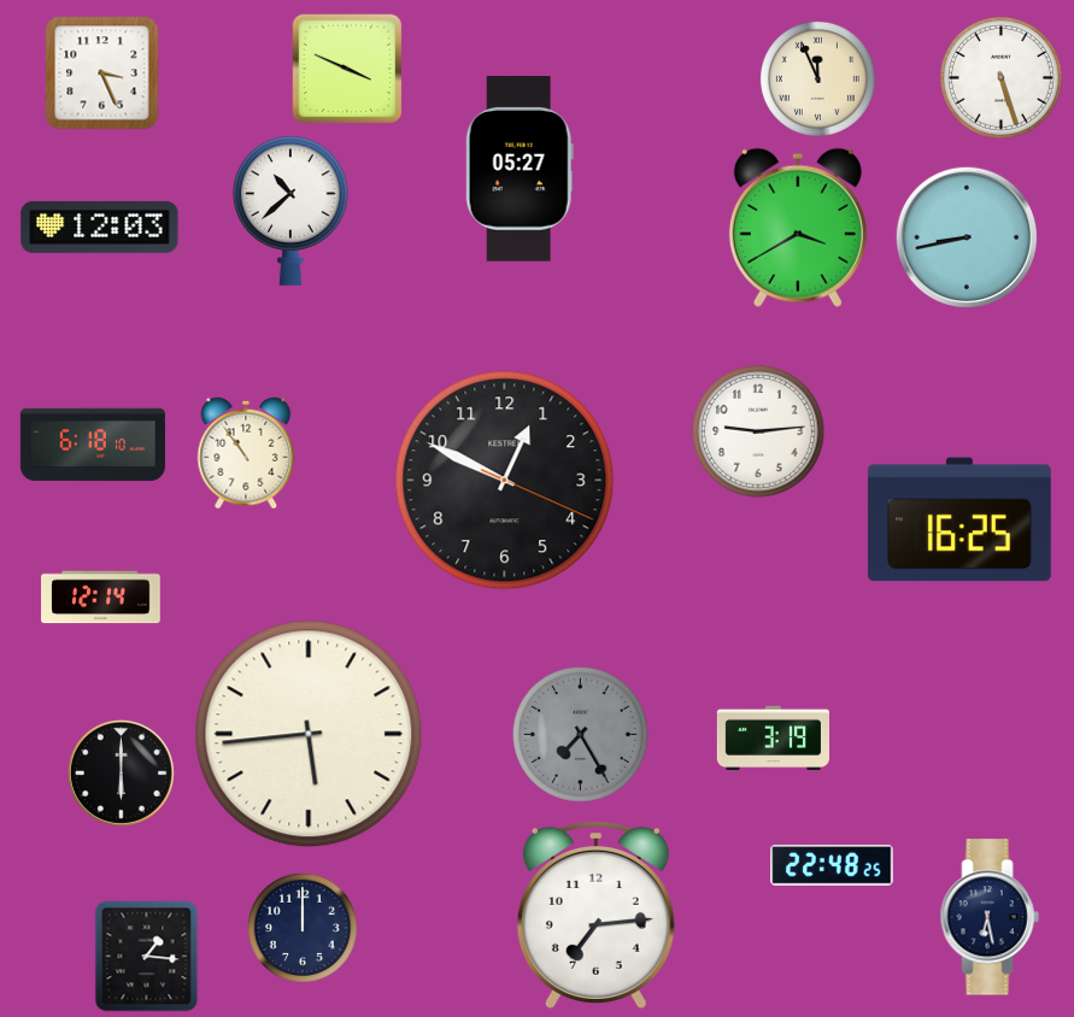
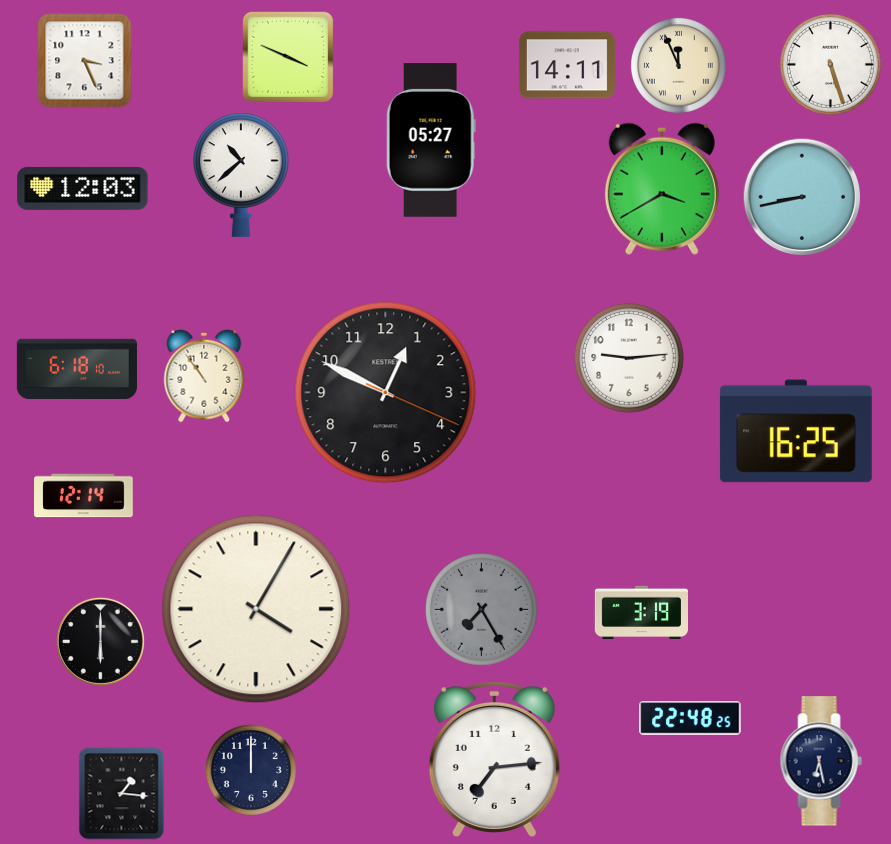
clock at (567, 65): none -> 14:11
clock at (505, 481) position: (505, 481) -> (386, 393)
clock at (309, 734): 5:44 -> 4:05
